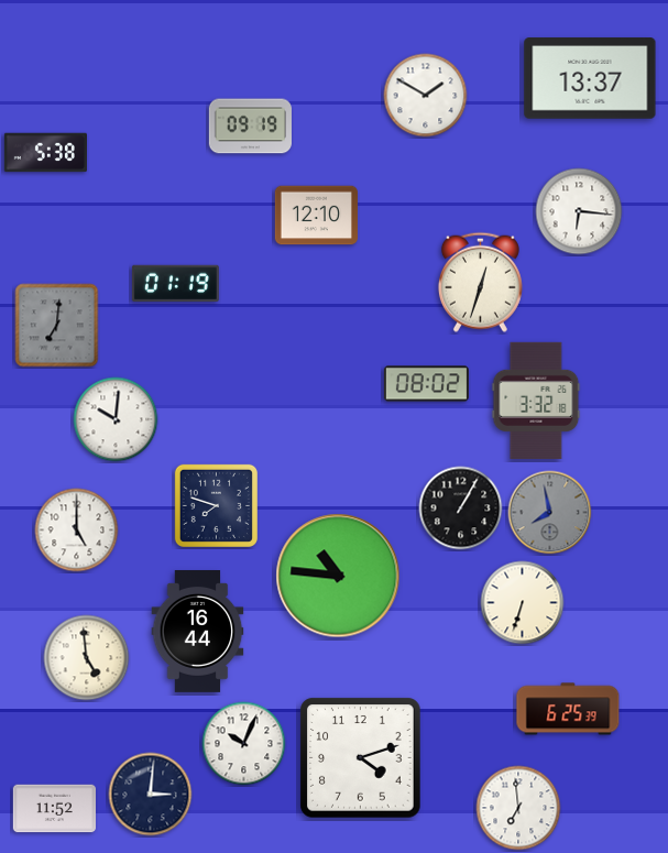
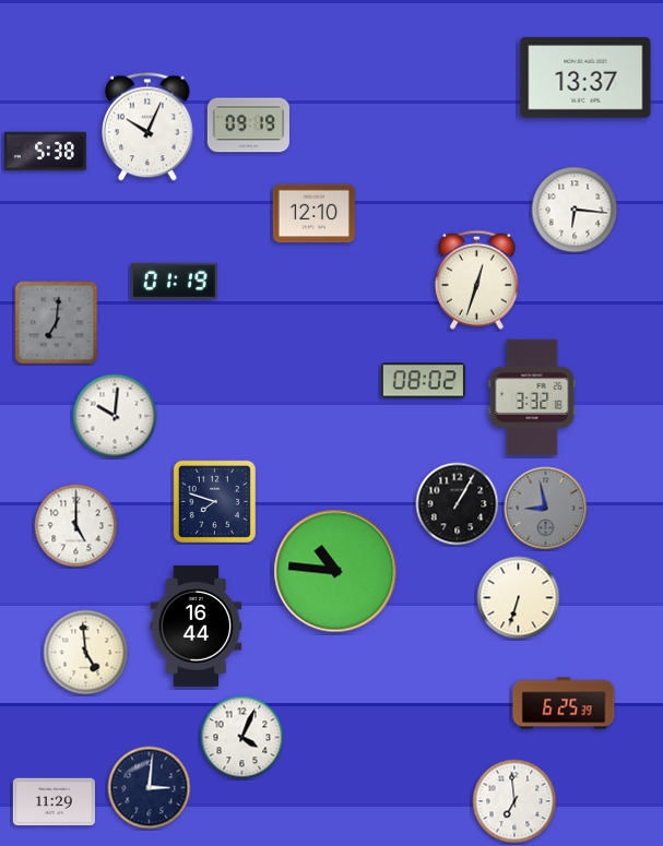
clock at (426, 96): 1:50 -> none
clock at (149, 127): none -> 10:04
clock at (550, 513): 7:58 -> 8:58
clock at (244, 744): 10:04 -> 4:04
clock at (361, 758): 4:12 -> none
clock at (54, 809): 11:52 -> 11:29
